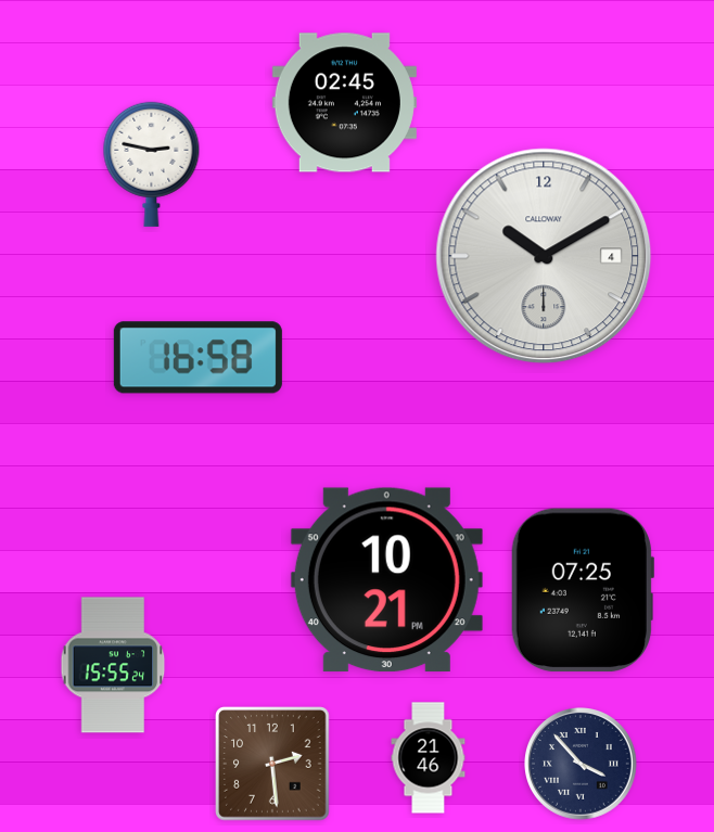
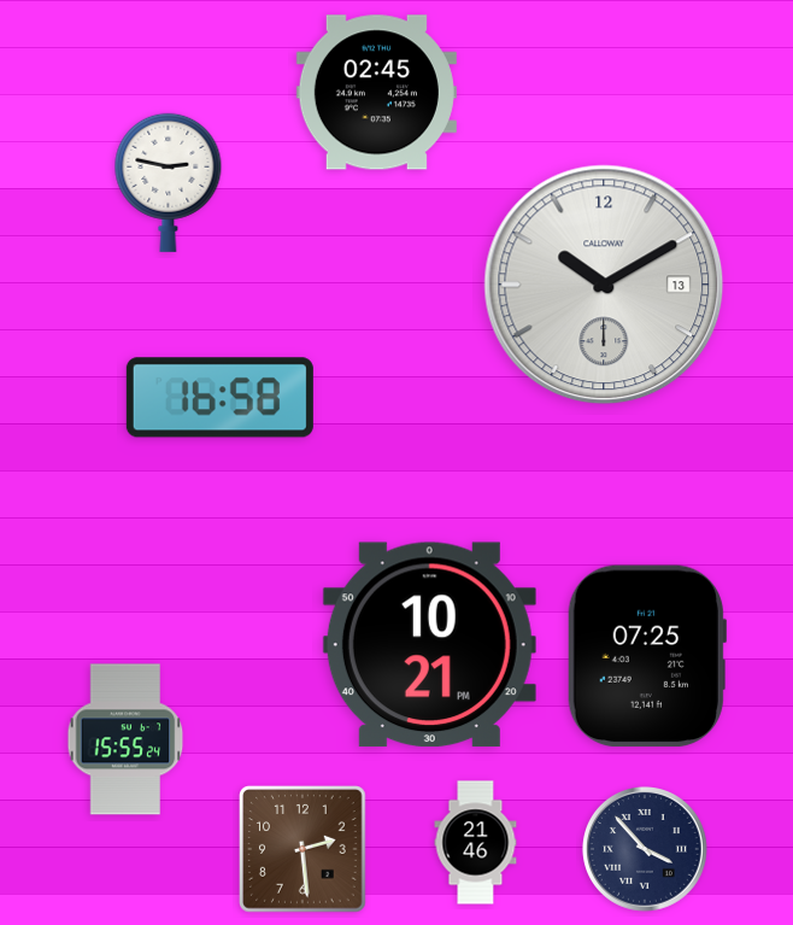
clock at (344, 103) position: (344, 103) -> (376, 93)
clock at (544, 256) date: 4 -> 13
